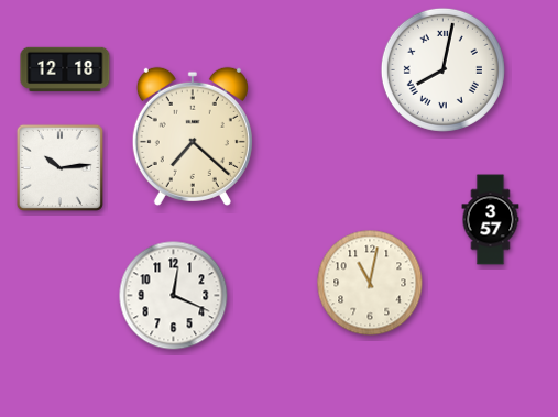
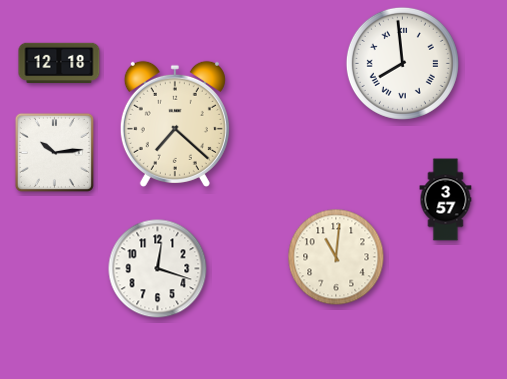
clock at (442, 69): 8:02 -> 7:59
clock at (370, 283): 11:02 -> 11:01
clock at (174, 296): 12:19 -> 12:18
